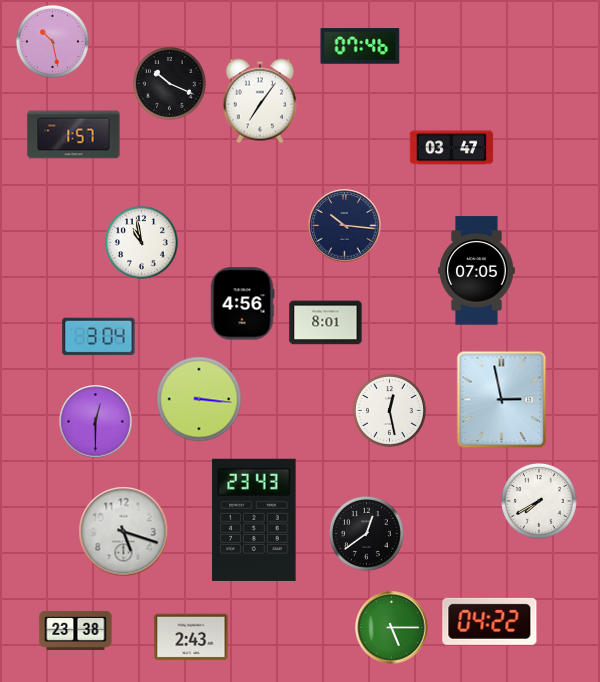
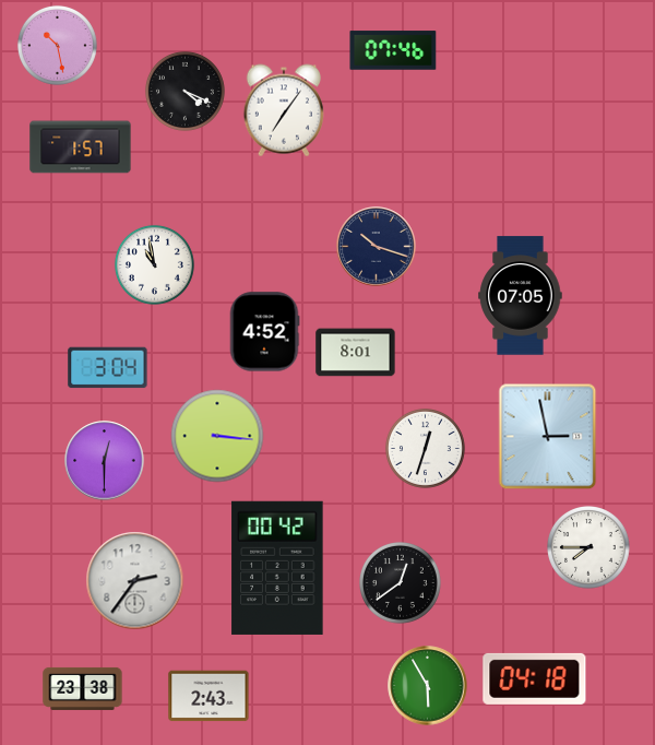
clock at (169, 83): 10:19 -> 4:19
clock at (452, 148): 03:47 -> none
clock at (345, 226): 10:16 -> 10:18
clock at (242, 304): 4:56 -> 4:52
clock at (389, 410): 12:28 -> 12:33
clock at (540, 502): 7:40 -> 7:45
clock at (254, 520): 23:43 -> 00:42
clock at (124, 532): 5:18 -> 2:36
clock at (490, 621): 04:22 -> 04:18
clock at (392, 628): 5:15 -> 5:55
